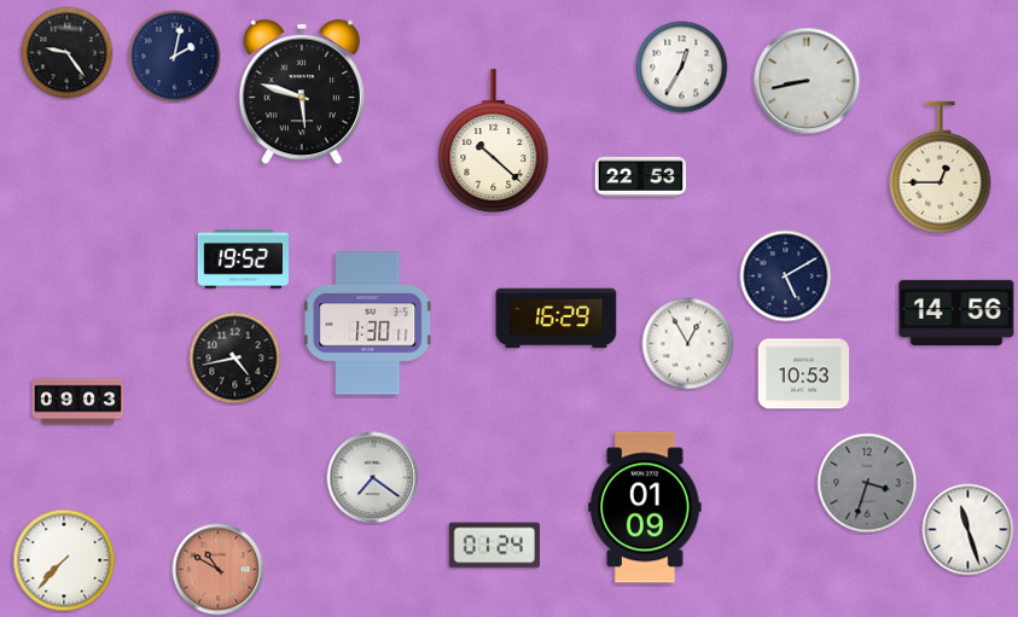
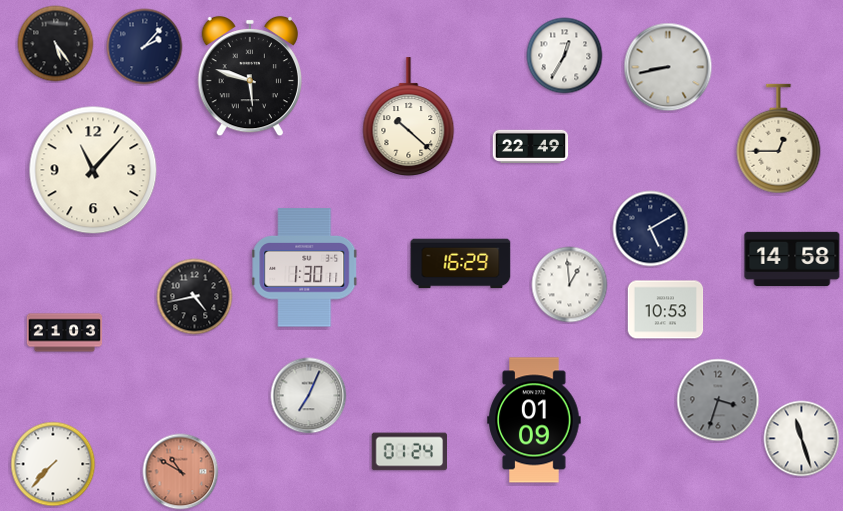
clock at (68, 53): 9:24 -> 5:24
clock at (175, 57): 2:02 -> 2:07
clock at (641, 176): 22:53 -> 22:49
clock at (93, 170): none -> 11:07
clock at (243, 260): 19:52 -> none
clock at (956, 312): 14:56 -> 14:58
clock at (688, 344): 12:55 -> 12:59
clock at (78, 402): 09:03 -> 21:03
clock at (373, 478): 7:21 -> 7:04
